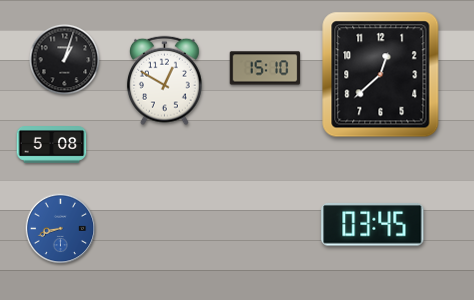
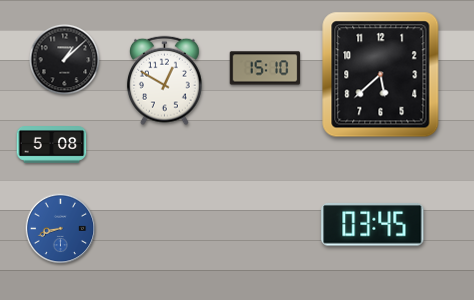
clock at (65, 60): 1:03 -> 1:08
clock at (381, 75): 12:38 -> 5:38
